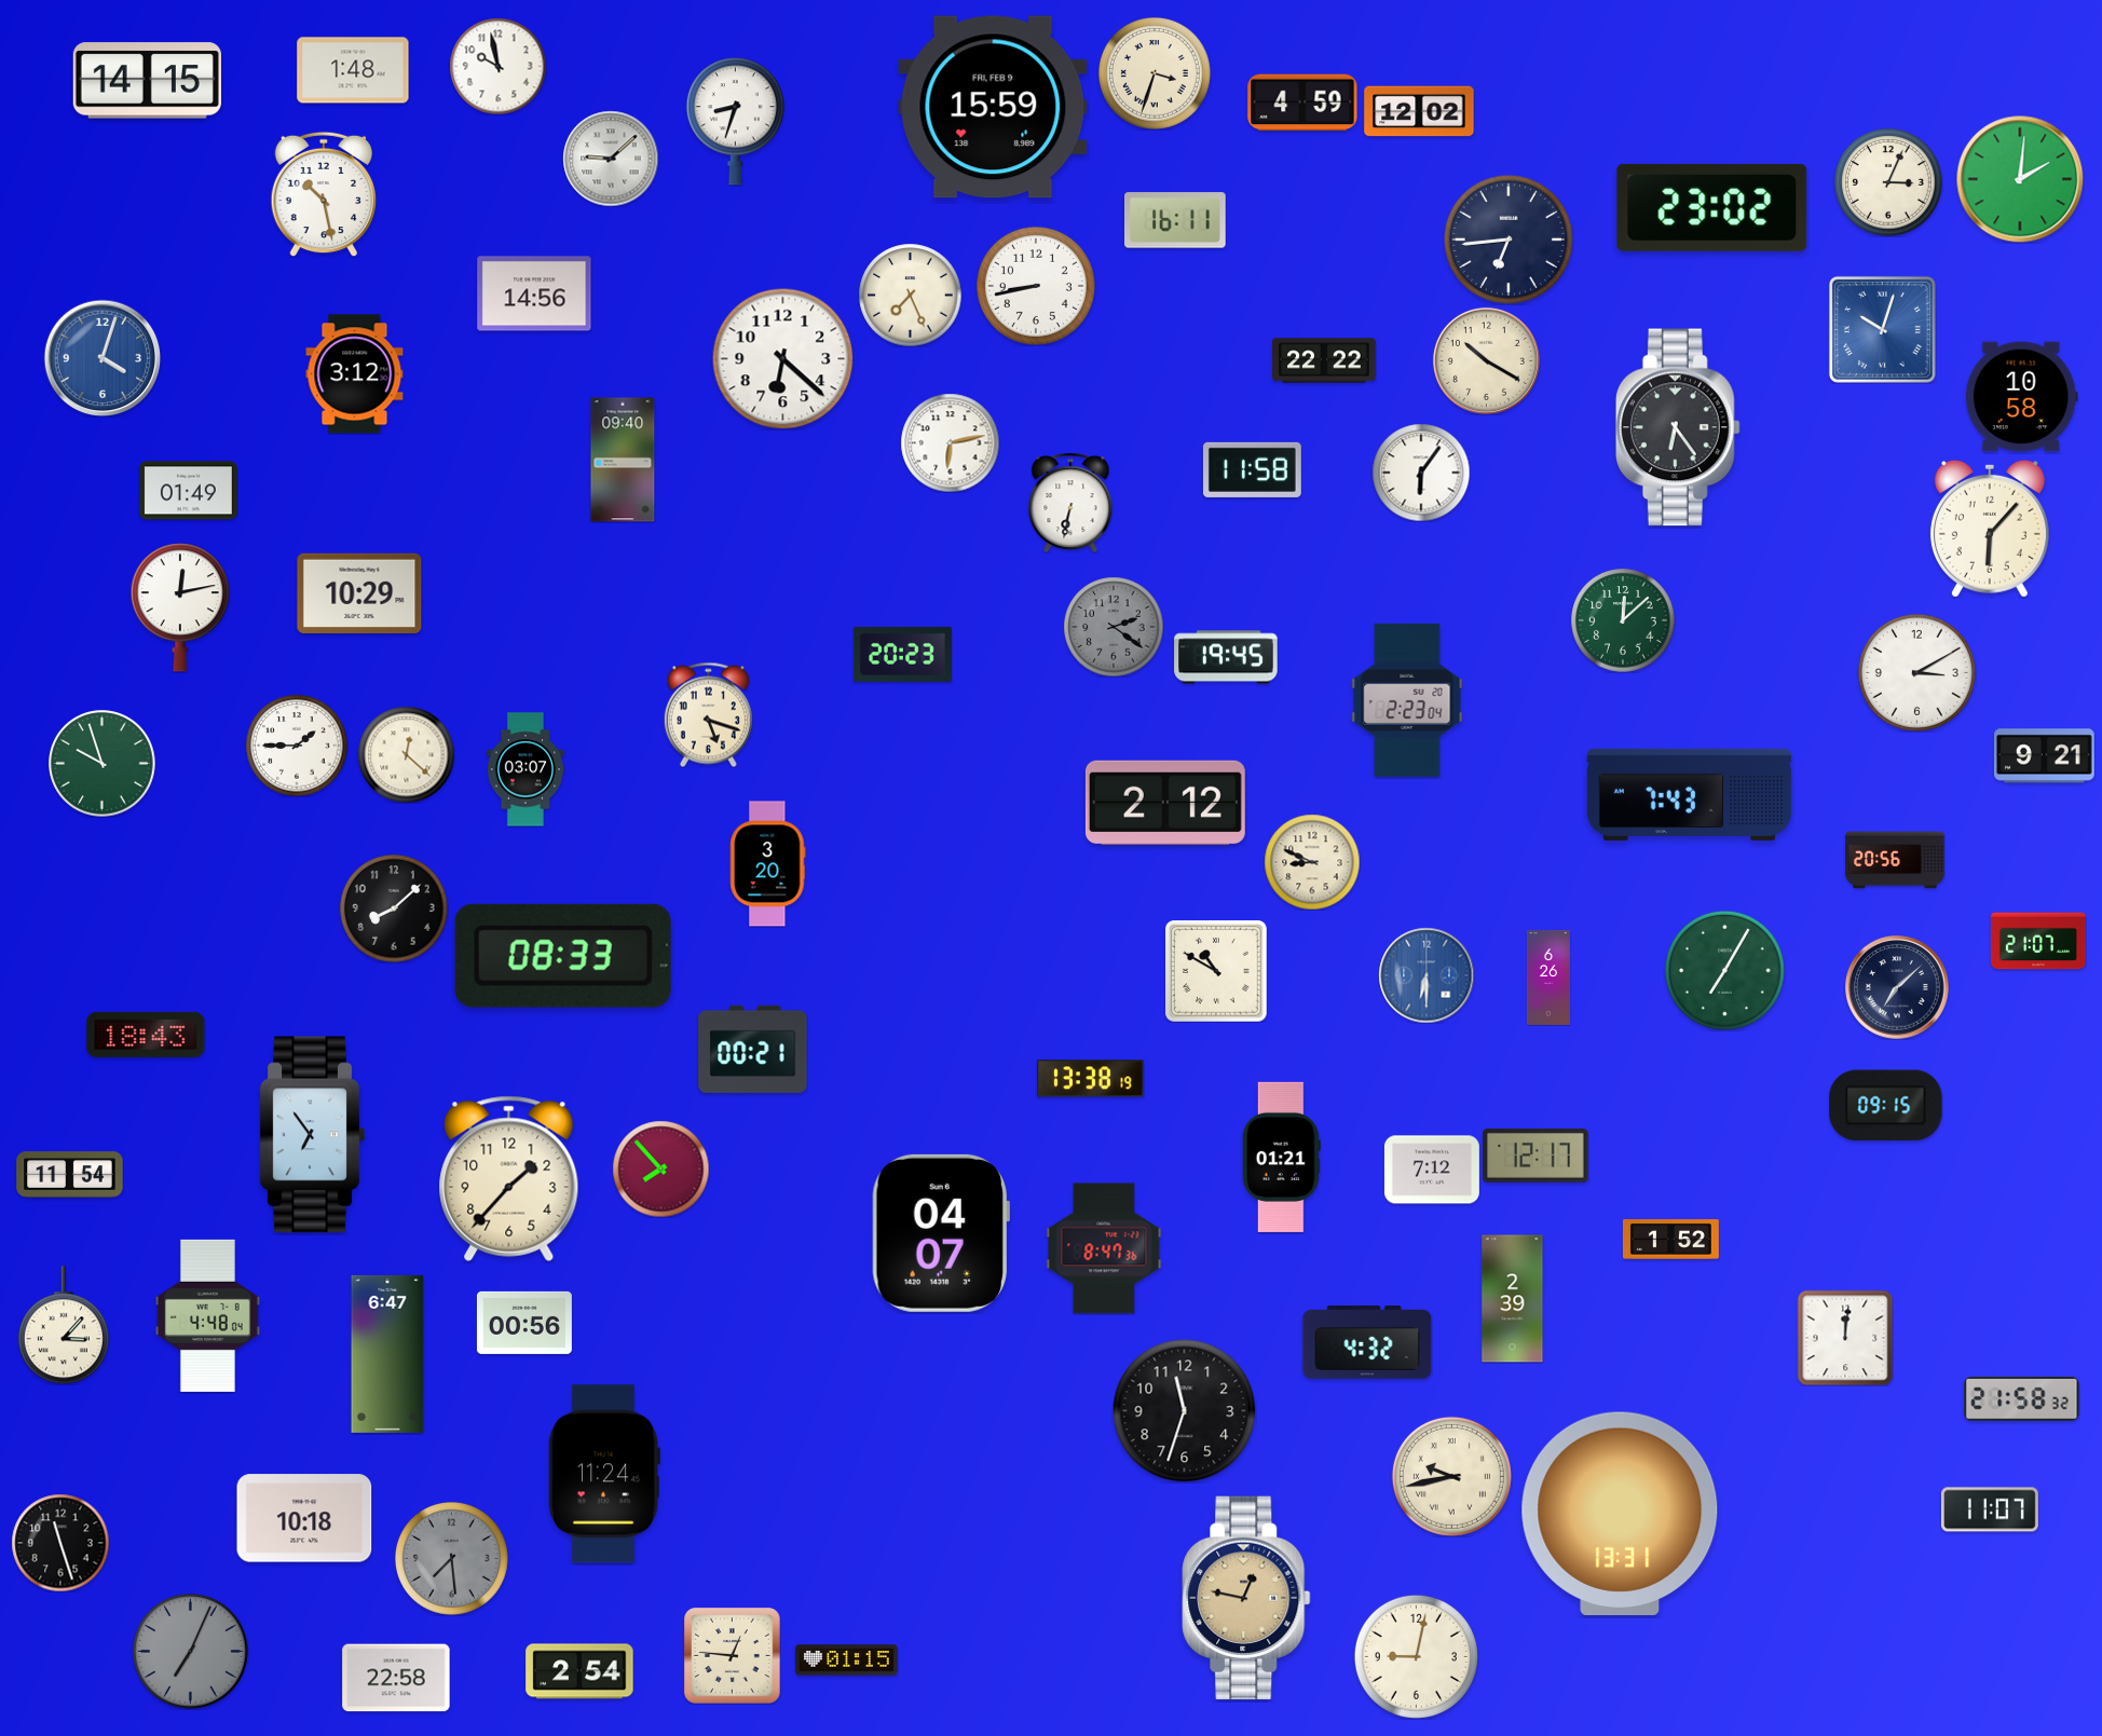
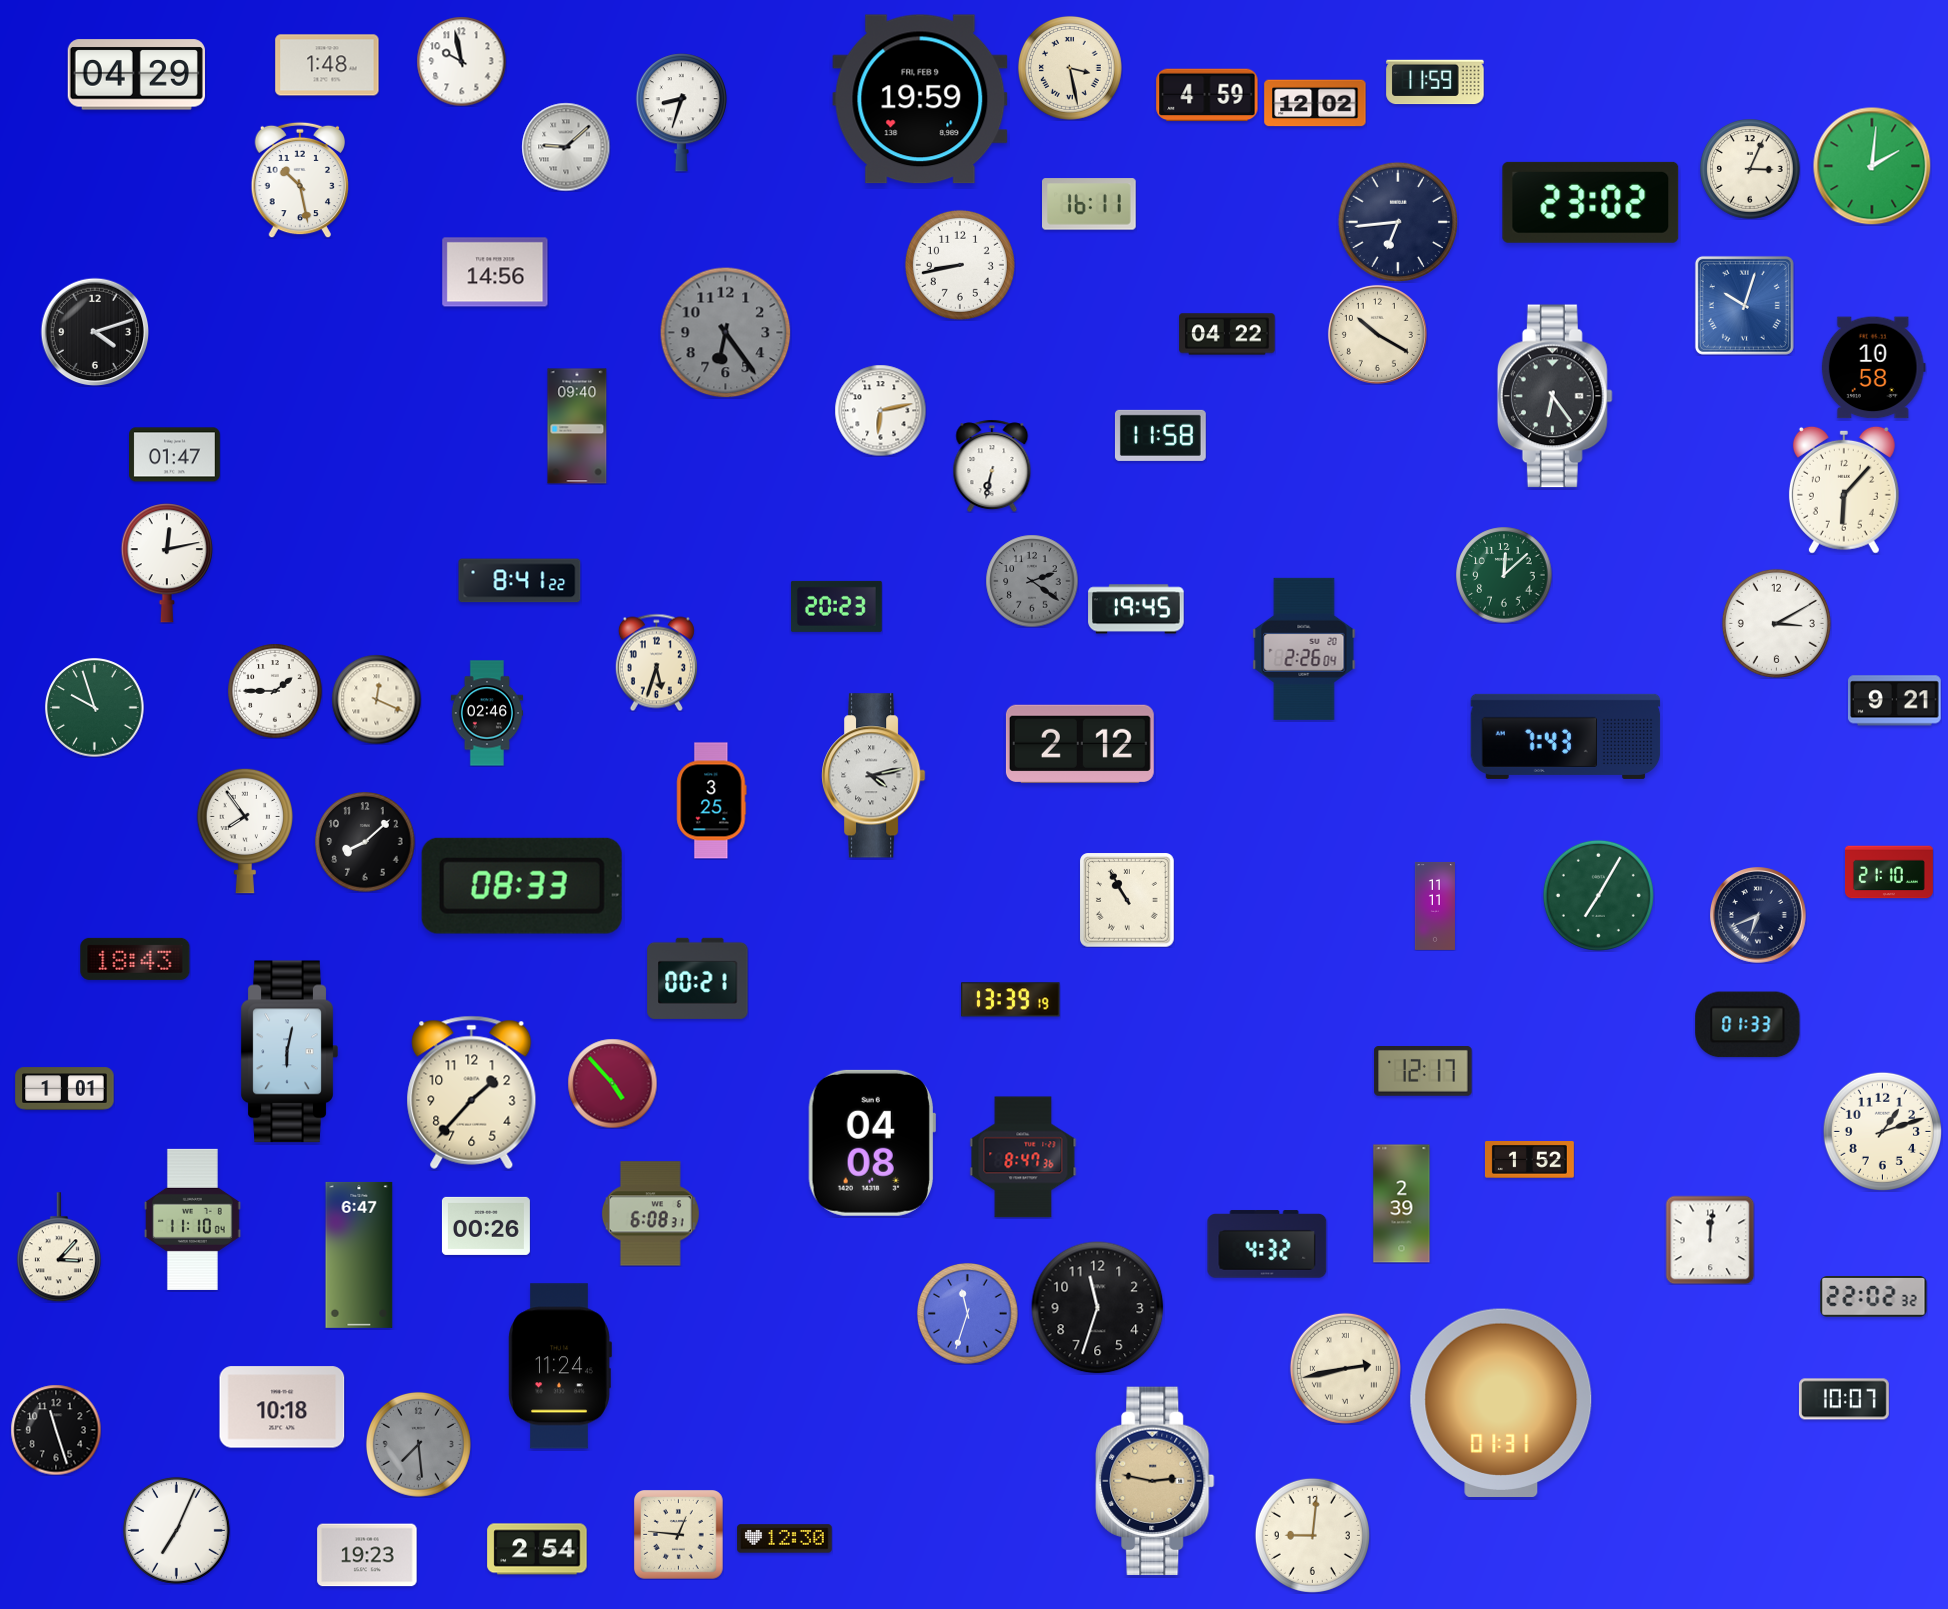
clock at (1155, 73): 3:33 -> 3:28
clock at (147, 81): 14:15 -> 04:29
clock at (1435, 82): none -> 11:59
clock at (993, 107): 15:59 -> 19:59
clock at (1712, 207) position: (1712, 207) -> (1591, 202)
clock at (910, 295): 7:26 -> none
clock at (103, 358): 4:03 -> 4:12
clock at (103, 358) dial: blue -> black
clock at (783, 359): 6:22 -> 6:24
clock at (783, 359) dial: white -> grey
clock at (1324, 360): 22:22 -> 04:22
clock at (355, 374): 3:12 -> none
clock at (1421, 473): 6:06 -> none
clock at (189, 491): 01:49 -> 01:47
clock at (359, 592): 10:29 -> none
clock at (520, 581): none -> 8:41
clock at (1407, 700): 2:23 -> 2:26
clock at (708, 714): 5:18 -> 5:33
clock at (406, 754): 12:22 -> 12:19
clock at (525, 769): 03:07 -> 02:46
clock at (874, 776): none -> 4:13
clock at (1896, 860): 20:56 -> none
clock at (1312, 862): 8:49 -> none
clock at (768, 864): 3:20 -> 3:25
clock at (245, 831): none -> 7:54
clock at (2038, 941): 21:07 -> 21:10
clock at (1724, 970) position: (1724, 970) -> (1598, 895)
clock at (1216, 971): 10:50 -> 10:55
clock at (1427, 975): 6:30 -> none
clock at (1548, 978): 6:26 -> 11:11
clock at (1898, 988): 7:08 -> 6:41
clock at (753, 1049) position: (753, 1049) -> (698, 978)
clock at (1091, 1079): 13:38 -> 13:39
clock at (1886, 1106): 09:15 -> 01:33
clock at (312, 1135): 6:54 -> 6:02
clock at (1281, 1157): 01:21 -> none
clock at (660, 1168): 7:53 -> 4:53
clock at (1432, 1170): 7:12 -> none
clock at (70, 1175): 11:54 -> 1:01
clock at (1882, 1131): none -> 1:12
clock at (941, 1233): 04:07 -> 04:08
clock at (1670, 1240) position: (1670, 1240) -> (1529, 1160)
clock at (650, 1214): none -> 6:08
clock at (208, 1315): 4:48 -> 11:10
clock at (524, 1323): 00:56 -> 00:26
clock at (64, 1325) position: (64, 1325) -> (59, 1247)
clock at (2022, 1399): 21:58 -> 22:02
clock at (968, 1314): none -> 11:33
clock at (1451, 1476): 9:43 -> 2:43
clock at (1990, 1509): 11:07 -> 10:07
clock at (1620, 1513): 13:31 -> 01:31
clock at (1246, 1598): 12:47 -> 2:47
clock at (190, 1651) dial: grey -> white
clock at (1416, 1656): 9:02 -> 9:01
clock at (847, 1660): 01:15 -> 12:30
clock at (396, 1678): 22:58 -> 19:23
